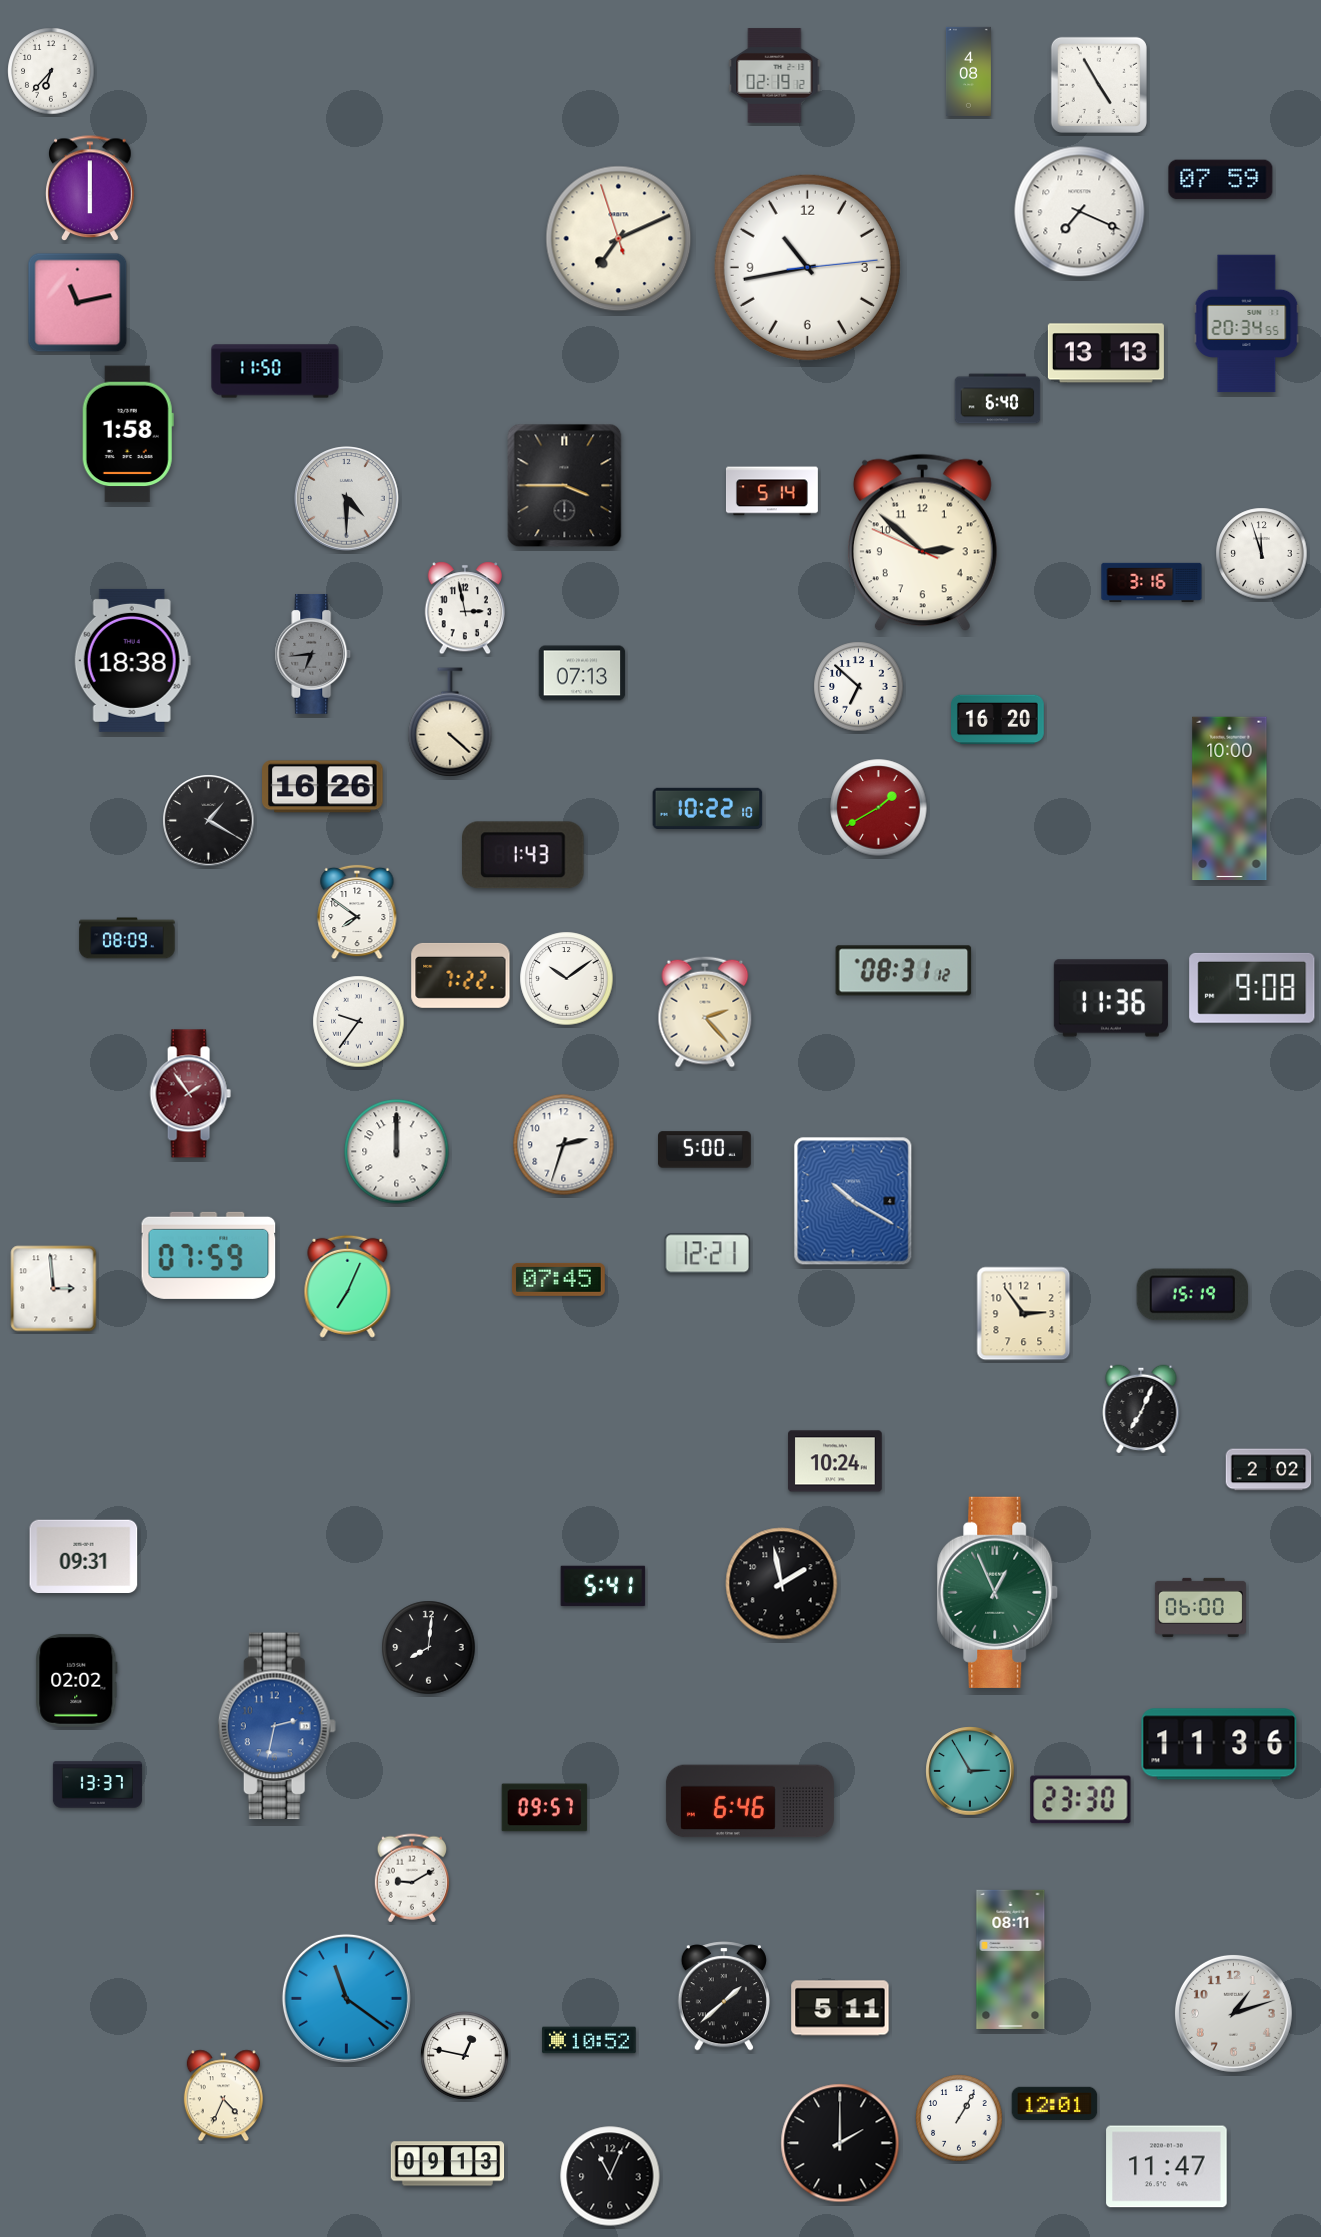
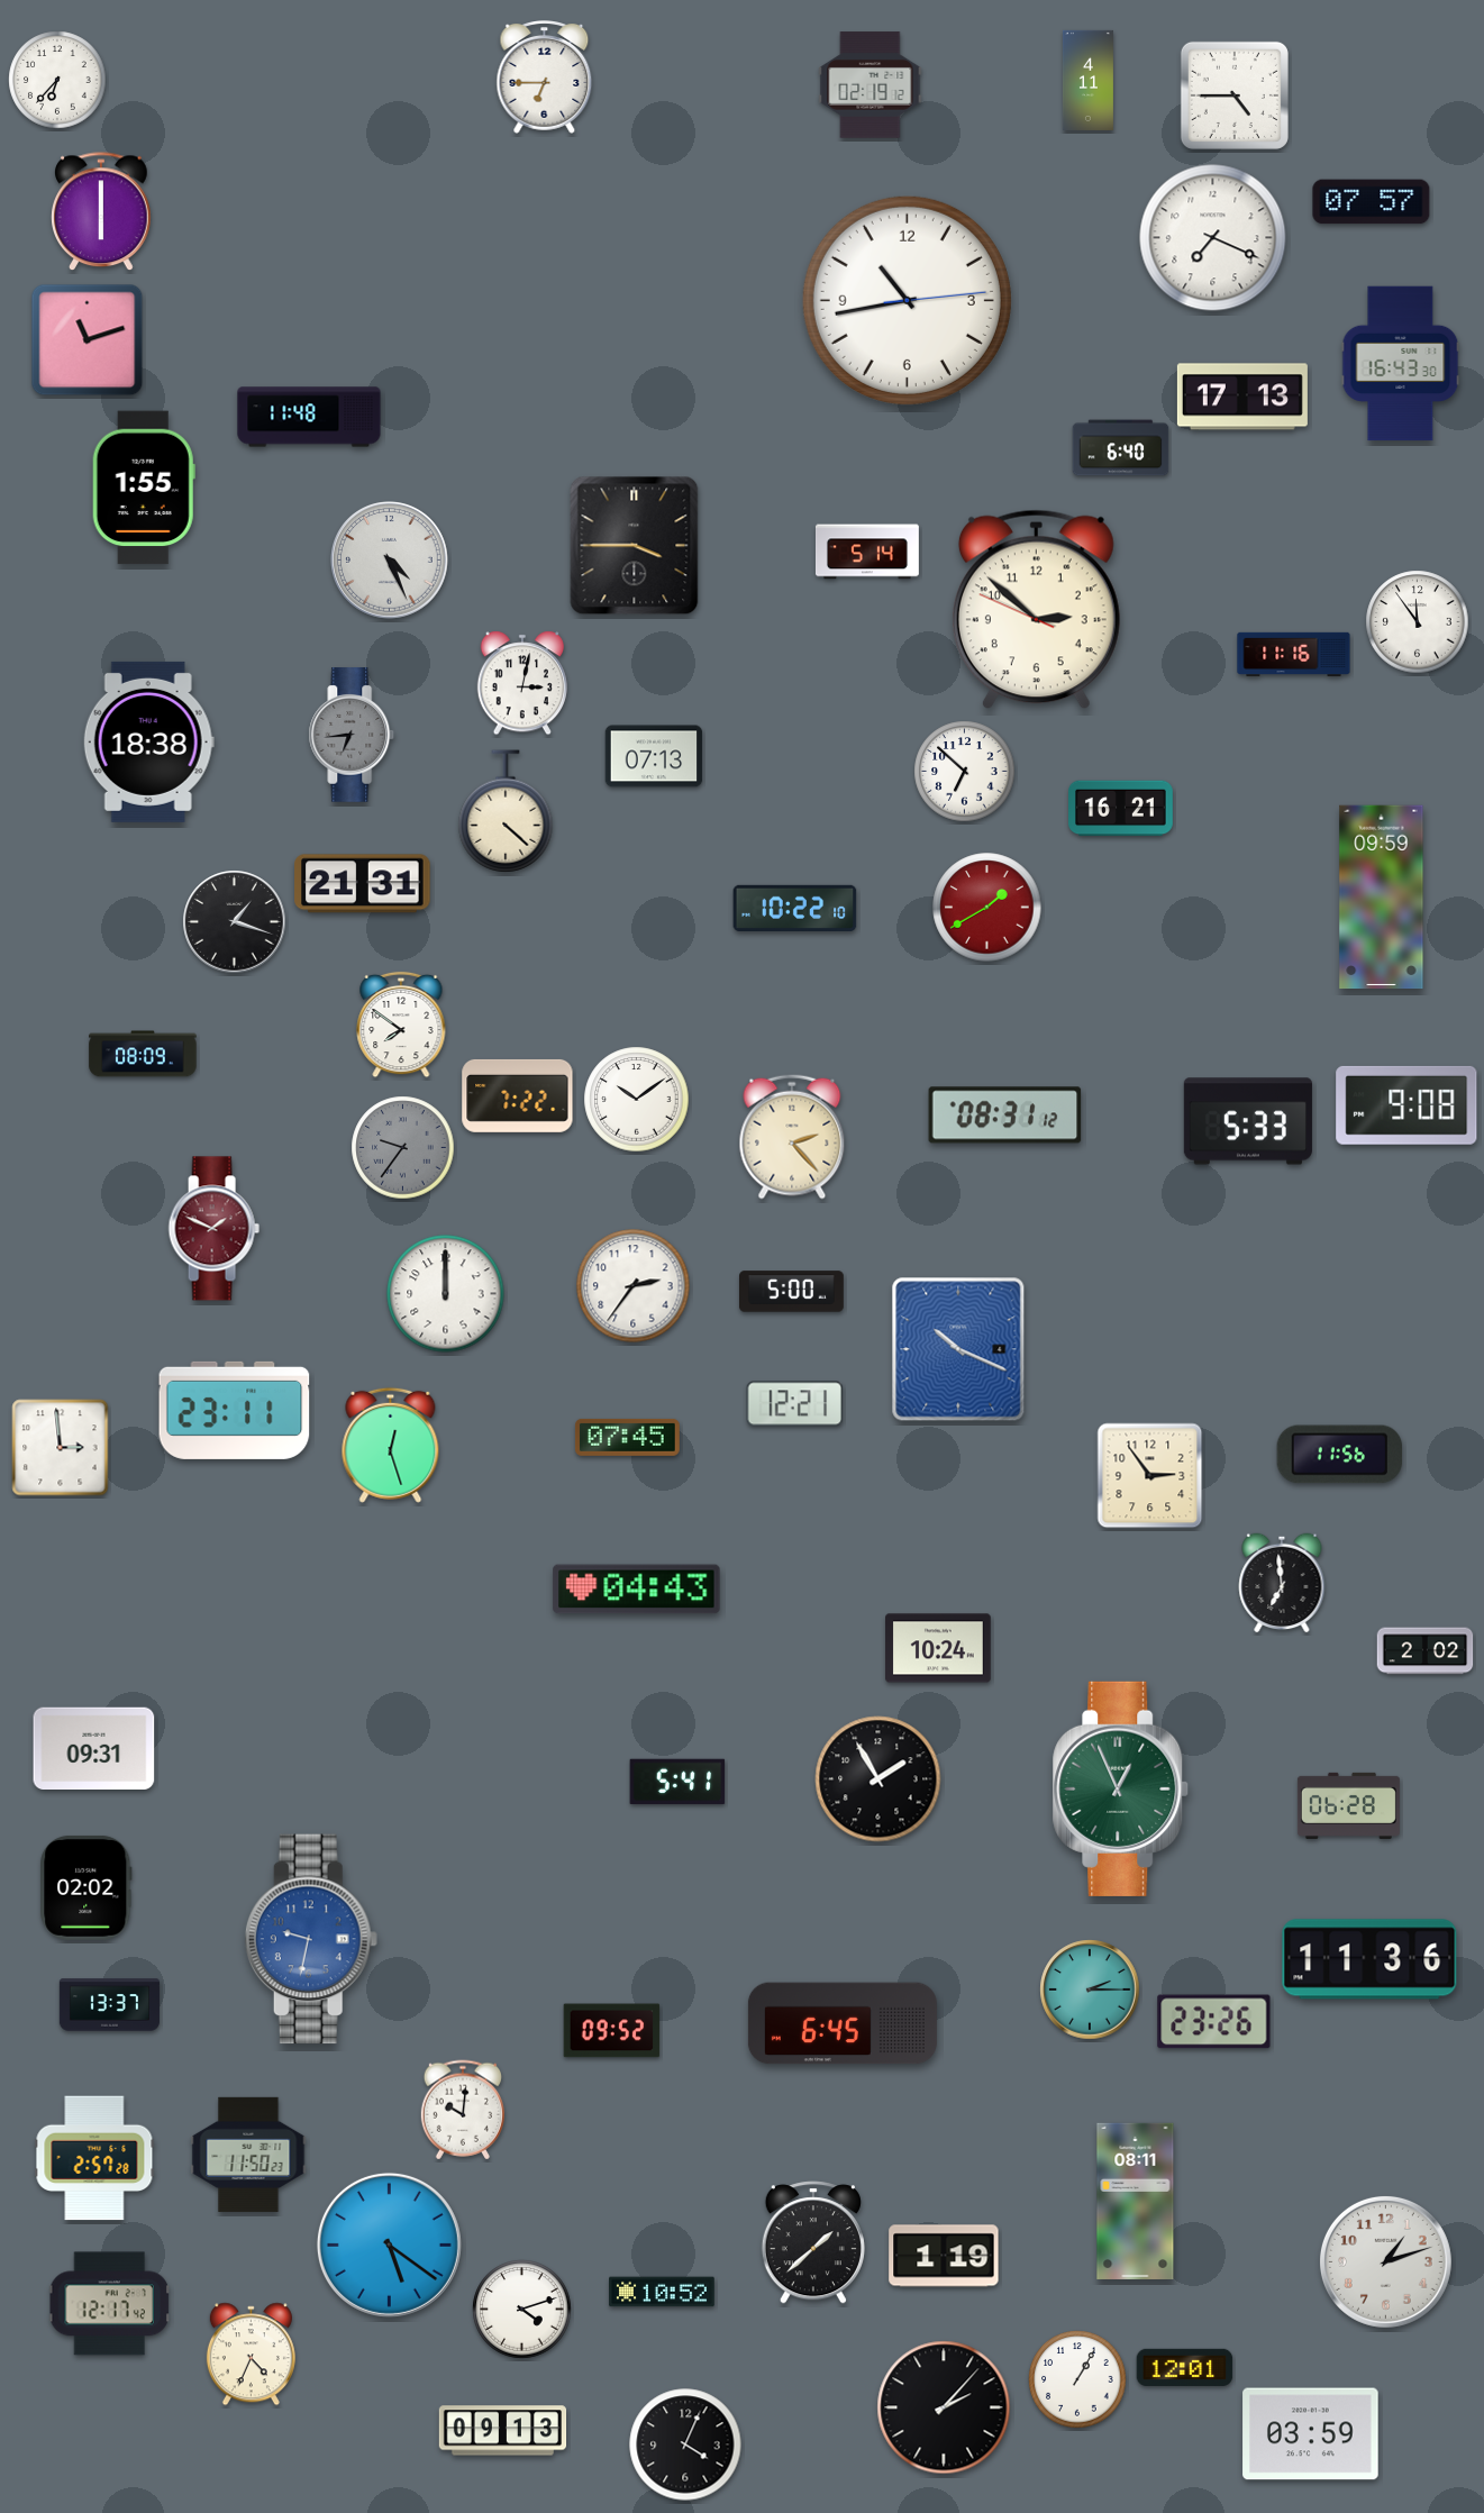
clock at (545, 78): none -> 6:45
clock at (968, 71): 4:08 -> 4:11
clock at (1099, 85): 4:55 -> 4:45
clock at (1221, 180): 07:59 -> 07:57
clock at (619, 239): 7:10 -> none
clock at (78, 303): 11:13 -> 11:12
clock at (1247, 324): 20:34 -> 16:43
clock at (1106, 353): 13:13 -> 17:13
clock at (275, 371): 11:50 -> 11:48
clock at (128, 434): 1:58 -> 1:55
clock at (347, 499): 4:30 -> 4:26
clock at (1262, 554): 11:57 -> 11:54
clock at (1152, 583): 3:16 -> 11:16
clock at (465, 608): 2:58 -> 3:02
clock at (998, 720): 16:20 -> 16:21
clock at (323, 787): 16:26 -> 21:31
clock at (1230, 799): 10:00 -> 09:59
clock at (209, 821): 1:20 -> 1:18
clock at (524, 855): 1:43 -> none
clock at (904, 971) position: (904, 971) -> (1005, 1116)
clock at (1252, 988) position: (1252, 988) -> (1406, 1105)
clock at (1111, 998): 11:36 -> 5:33
clock at (359, 1022) dial: white -> grey
clock at (190, 1094): 1:54 -> 1:49
clock at (564, 1145): 2:33 -> 2:36
clock at (853, 1201): 10:20 -> 10:19
clock at (708, 1254) position: (708, 1254) -> (795, 1404)
clock at (209, 1255): 07:59 -> 23:11
clock at (348, 1286): 7:04 -> 12:27
clock at (1193, 1295): 15:19 -> 11:56
clock at (1141, 1409): 7:04 -> 6:59
clock at (637, 1590): none -> 04:43
clock at (835, 1461) position: (835, 1461) -> (938, 1648)
clock at (782, 1584): 1:58 -> 1:55
clock at (1200, 1607): 06:00 -> 06:28
clock at (429, 1648): 8:01 -> none
clock at (277, 1726): 2:32 -> 9:32
clock at (970, 1771): 2:55 -> 2:15
clock at (1081, 1800): 23:30 -> 23:26
clock at (750, 1801): 6:46 -> 6:45
clock at (545, 1808): 09:57 -> 09:52
clock at (412, 1878): 9:10 -> 10:01
clock at (248, 2155): none -> 11:50
clock at (94, 2158): none -> 2:57
clock at (346, 1998): 11:21 -> 5:21
clock at (840, 2008): 5:11 -> 1:19
clock at (110, 2304): none -> 12:17
clock at (465, 2056): 12:47 -> 4:12
clock at (1055, 2103) position: (1055, 2103) -> (1185, 2367)
clock at (840, 2143): 2:00 -> 2:07
clock at (1167, 2167): 11:47 -> 03:59
clock at (610, 2176): 11:04 -> 4:04
